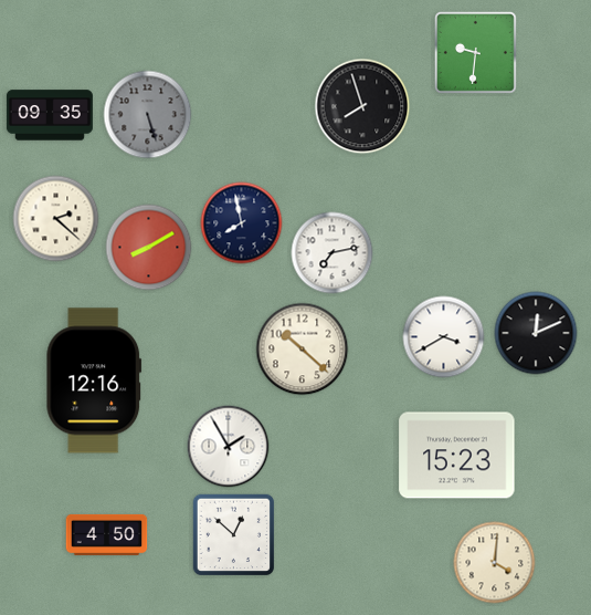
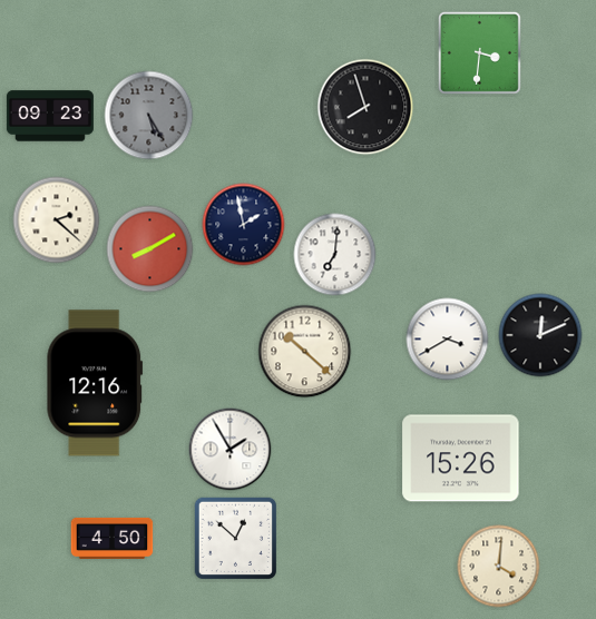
clock at (475, 52): 9:31 -> 3:31
clock at (50, 115): 09:35 -> 09:23
clock at (148, 115): 5:27 -> 5:25
clock at (242, 223): 7:58 -> 1:58
clock at (333, 253): 7:13 -> 7:01
clock at (457, 456): 15:23 -> 15:26
clock at (107, 534) position: (107, 534) -> (113, 538)
